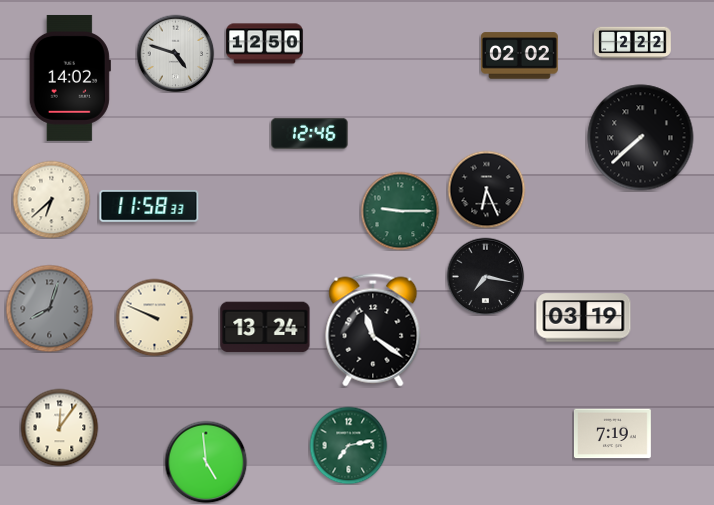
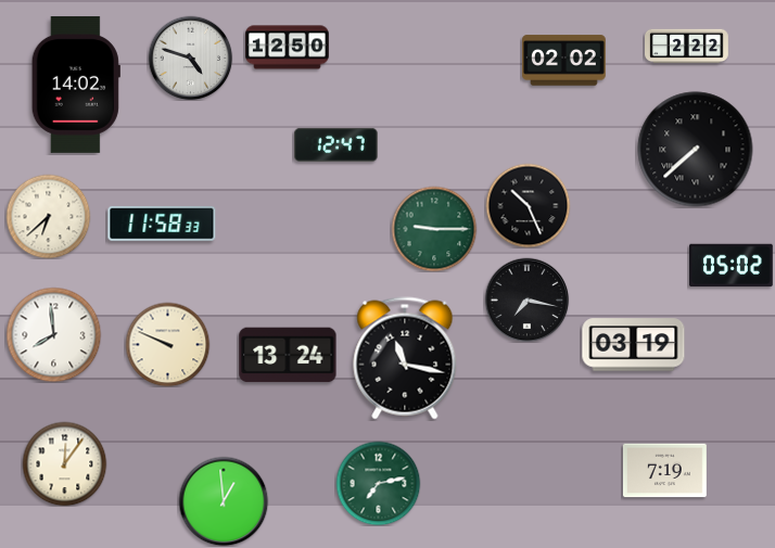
clock at (309, 133): 12:46 -> 12:47
clock at (486, 189): 6:26 -> 10:26
clock at (51, 199) position: (51, 199) -> (48, 216)
clock at (730, 266): none -> 05:02
clock at (49, 308): 8:03 -> 7:59
clock at (49, 308) dial: grey -> white
clock at (373, 330): 11:21 -> 11:17
clock at (206, 462): 4:59 -> 12:59
